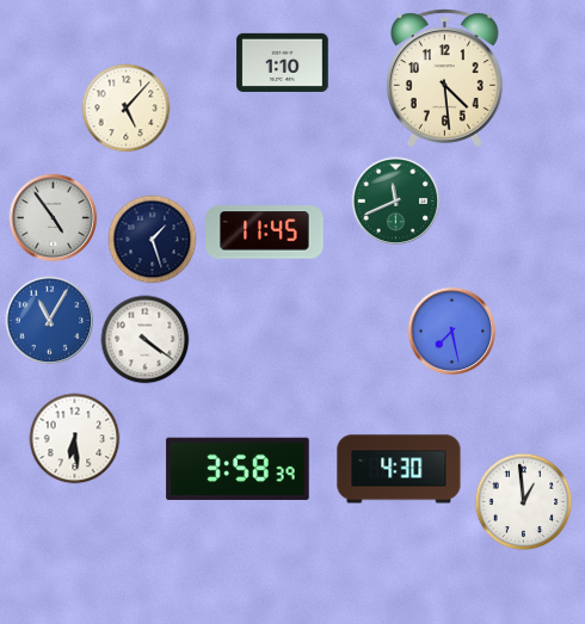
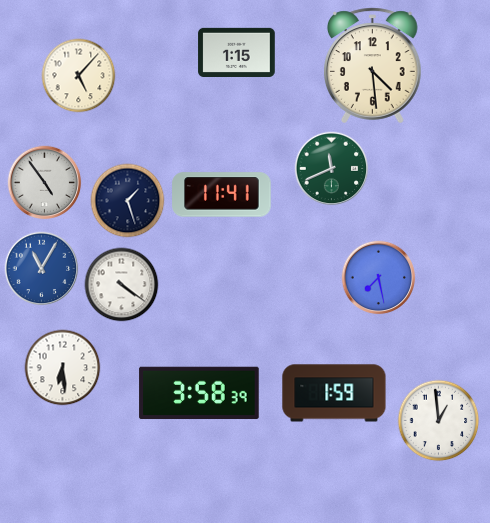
clock at (283, 62): 1:10 -> 1:15
clock at (127, 109) position: (127, 109) -> (79, 76)
clock at (265, 233): 11:45 -> 11:41
clock at (399, 469): 4:30 -> 1:59
